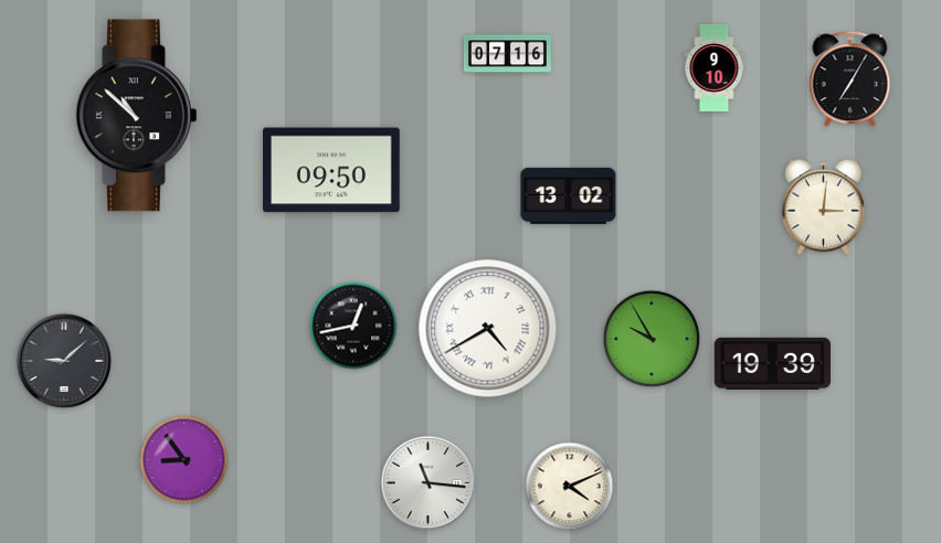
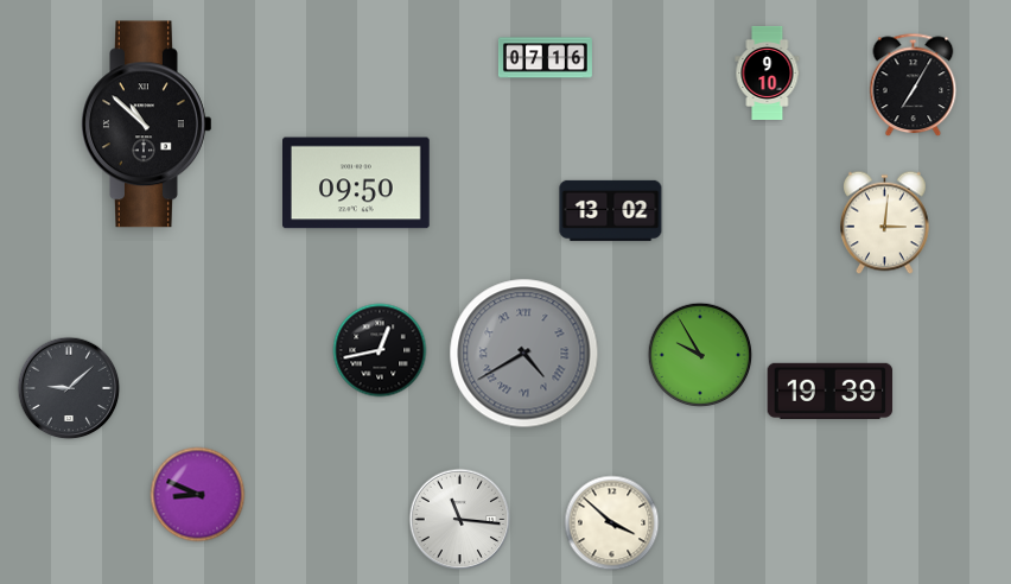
clock at (488, 329) dial: white -> grey
clock at (652, 339) position: (652, 339) -> (700, 355)
clock at (184, 460): 8:54 -> 8:49
clock at (570, 487): 4:11 -> 3:52
